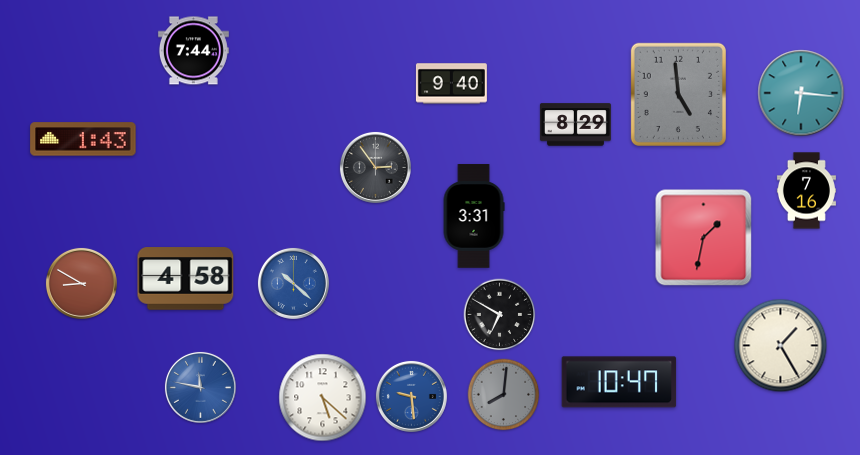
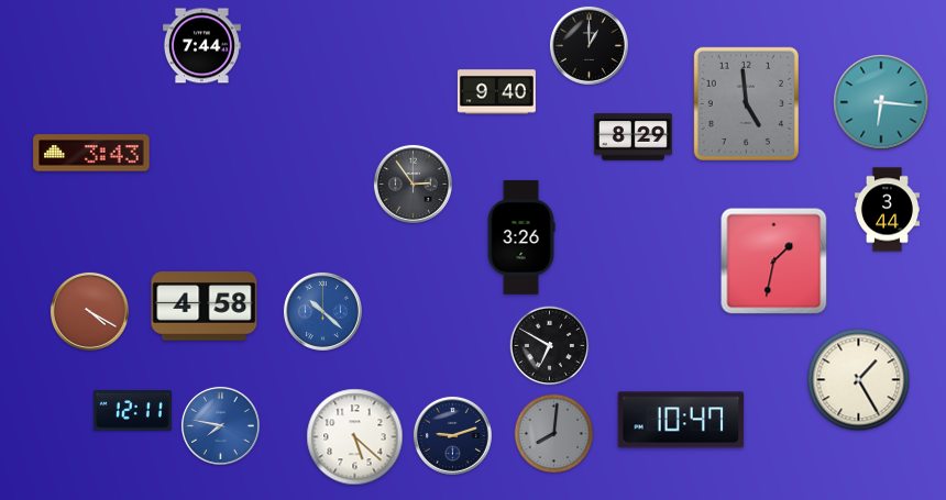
clock at (588, 45): none -> 1:00
clock at (193, 51) position: (193, 51) -> (201, 46)
clock at (83, 139): 1:43 -> 3:43
clock at (806, 191): 7:16 -> 3:44
clock at (474, 216): 3:31 -> 3:26
clock at (81, 283): 8:50 -> 4:20
clock at (132, 411): none -> 12:11
clock at (200, 387): 11:47 -> 7:47
clock at (411, 396): 9:29 -> 9:12
clock at (411, 396) dial: blue -> navy
